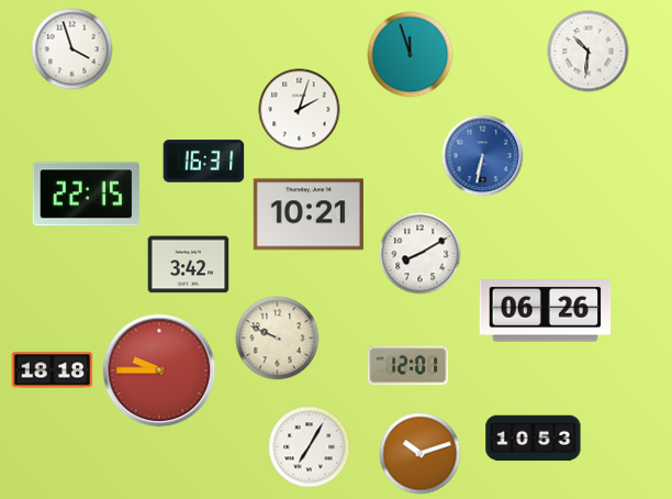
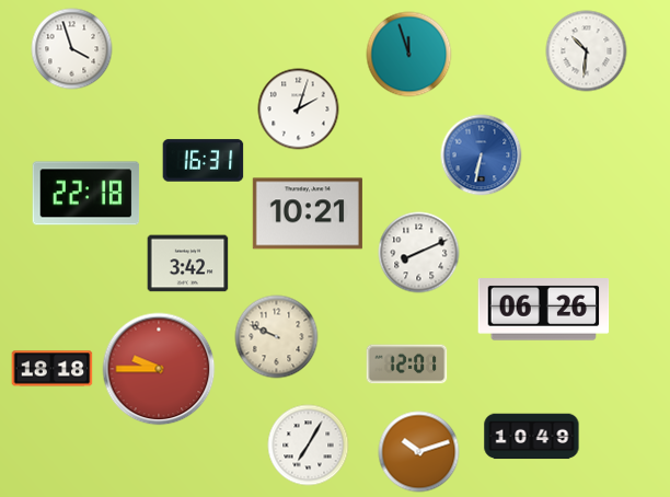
clock at (87, 195): 22:15 -> 22:18
clock at (421, 254): 8:10 -> 8:11
clock at (534, 439): 10:53 -> 10:49
